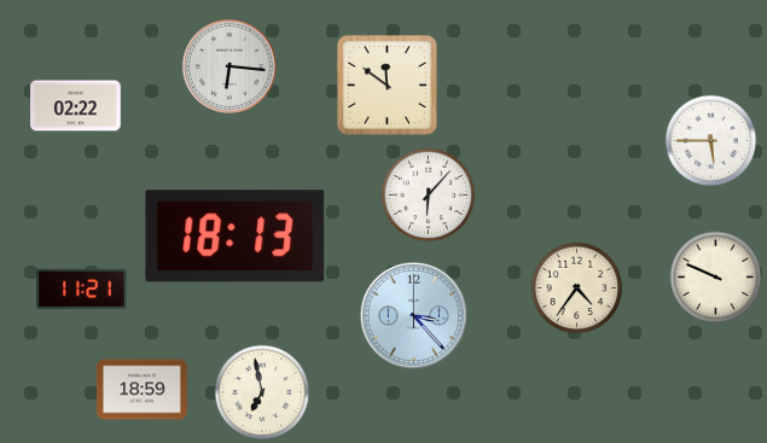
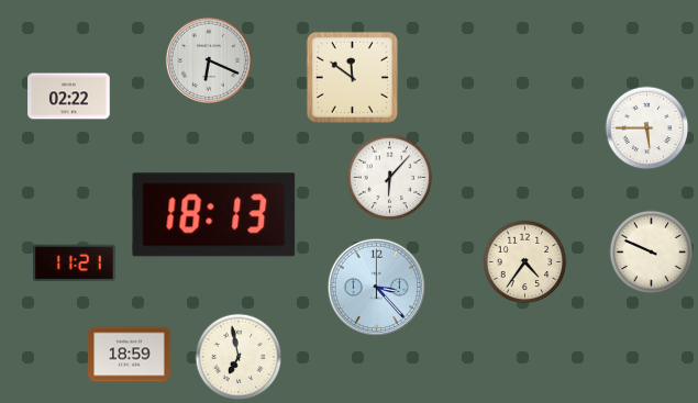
clock at (229, 66): 6:16 -> 6:19
